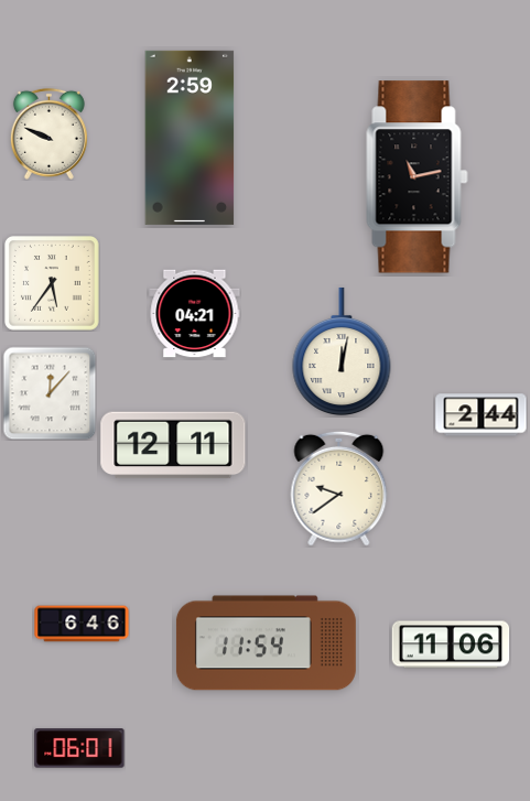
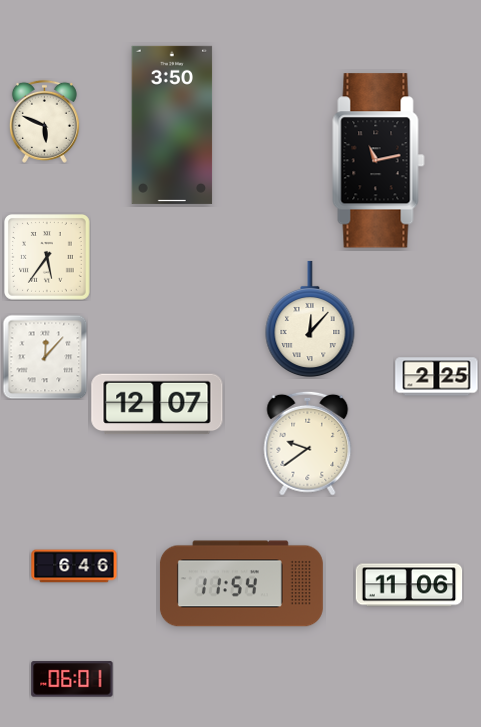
clock at (48, 133): 9:49 -> 5:49
clock at (190, 138): 2:59 -> 3:50
clock at (195, 314): 04:21 -> none
clock at (342, 351): 12:02 -> 12:07
clock at (482, 415): 2:44 -> 2:25
clock at (173, 445): 12:11 -> 12:07
